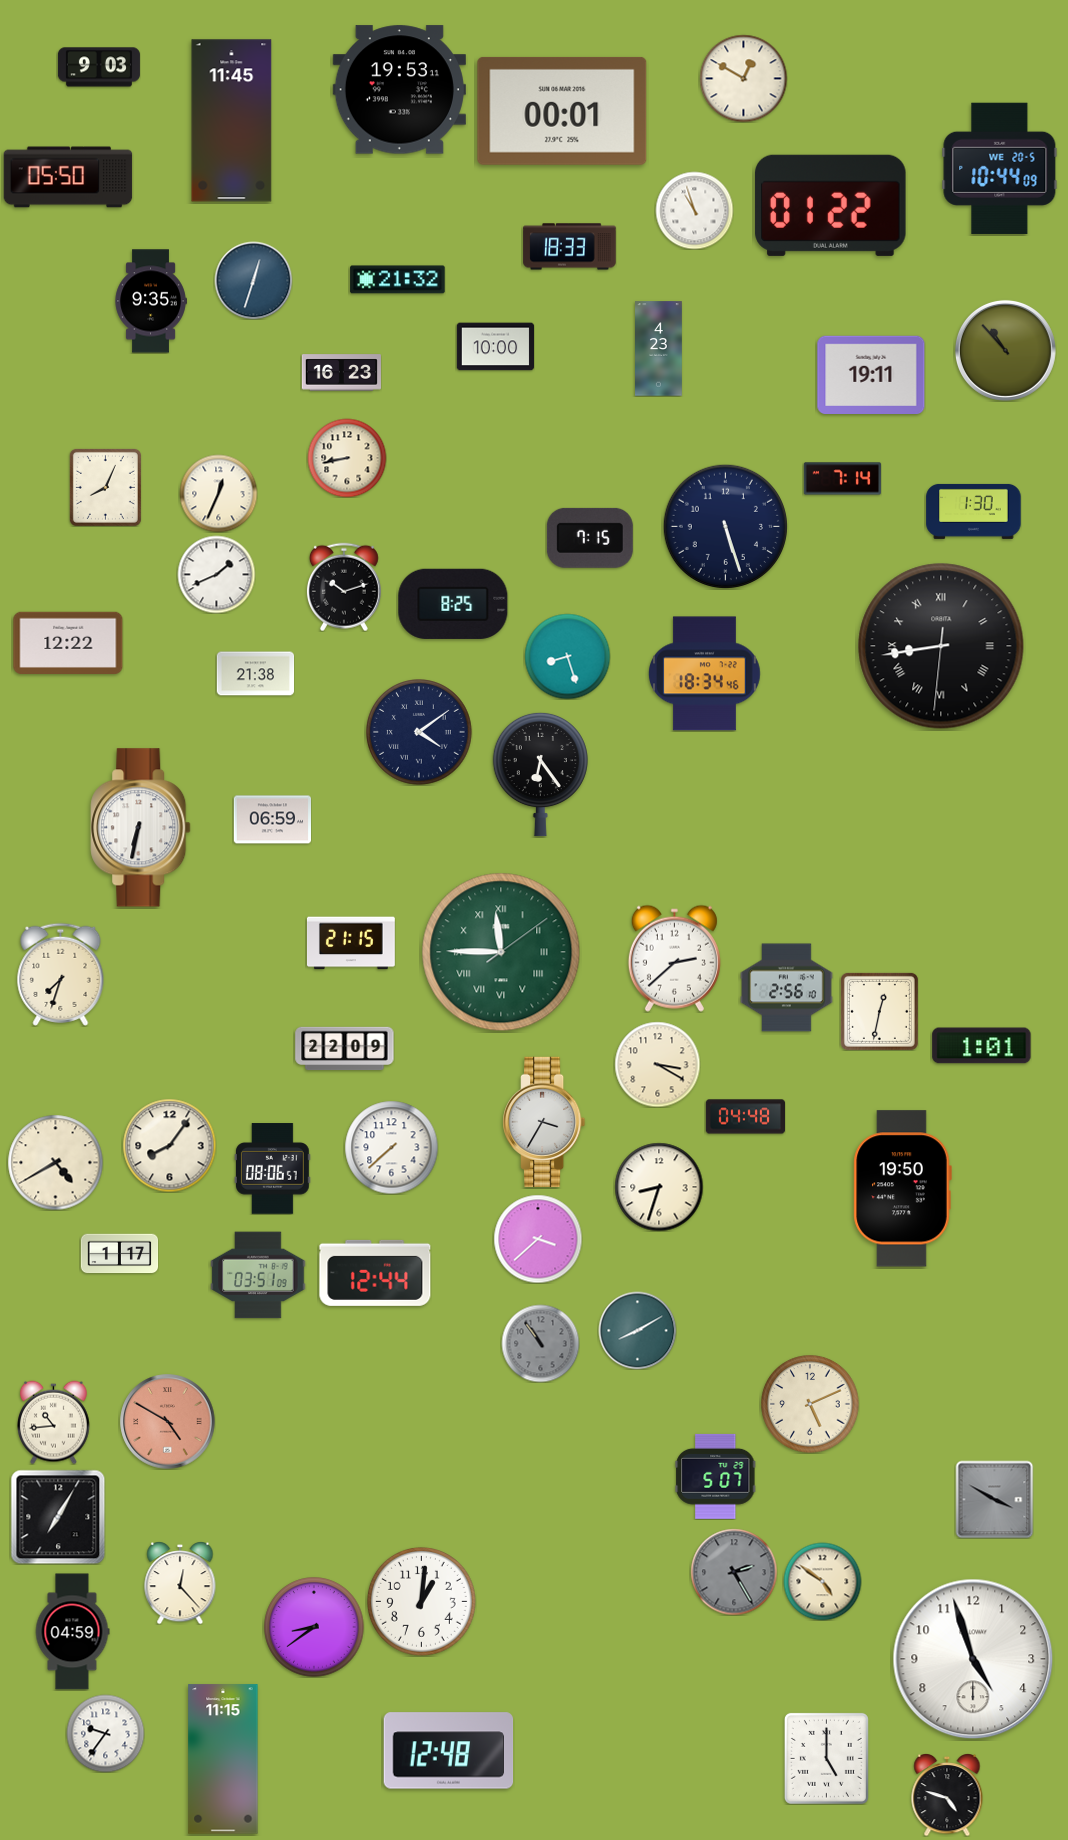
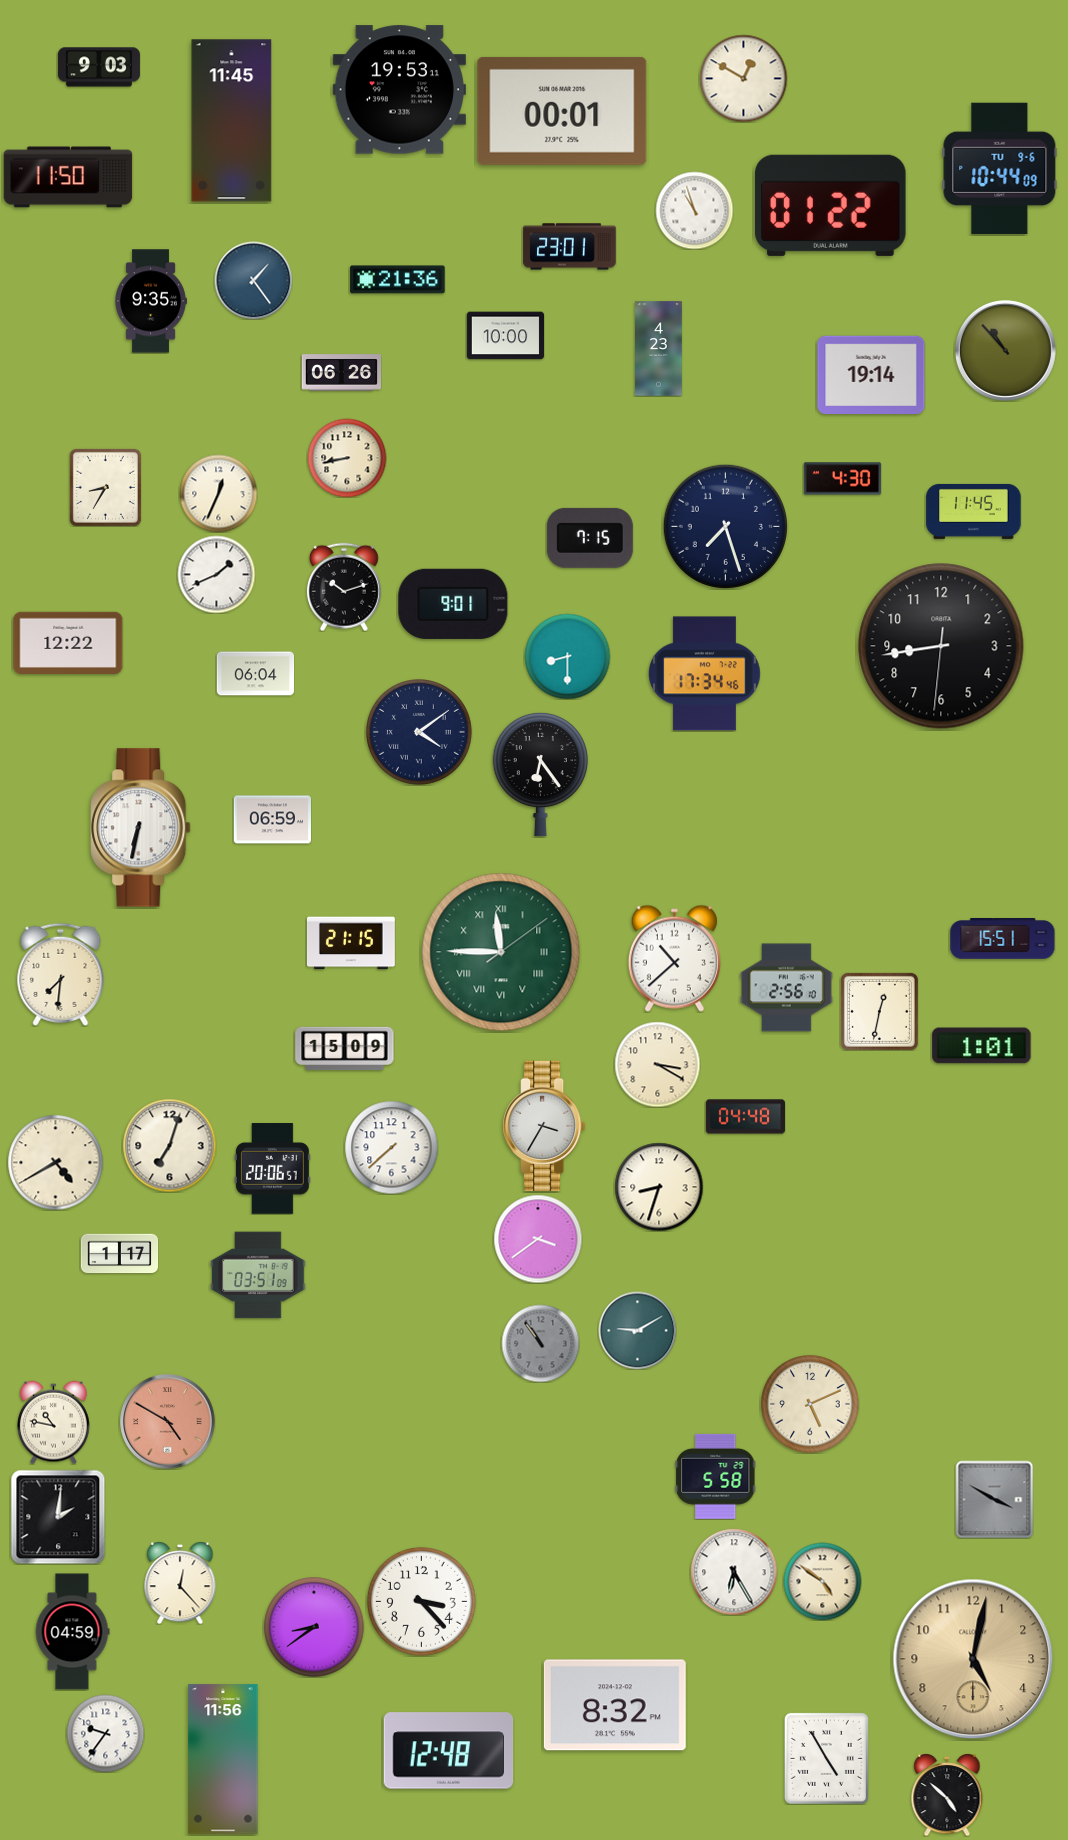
clock at (1000, 168) date: WE 20-5 -> TU 9-6
clock at (68, 177): 05:50 -> 11:50
clock at (570, 247): 18:33 -> 23:01
clock at (253, 280): 12:33 -> 1:24
clock at (398, 280): 21:32 -> 21:36
clock at (495, 347) position: (495, 347) -> (505, 336)
clock at (341, 373): 16:23 -> 06:26
clock at (871, 374): 19:11 -> 19:14
clock at (842, 479): 7:14 -> 4:30
clock at (105, 487): 8:04 -> 8:35
clock at (974, 511): 1:30 -> 11:45
clock at (725, 526): 5:27 -> 7:27
clock at (453, 604): 8:25 -> 9:01
clock at (941, 646) numerals: Roman -> Arabic
clock at (567, 656): 8:27 -> 8:30
clock at (255, 674): 21:38 -> 06:04
clock at (704, 674): 18:34 -> 17:34
clock at (1003, 939): none -> 15:51
clock at (674, 958): 2:38 -> 10:38
clock at (61, 974): 7:33 -> 7:31
clock at (345, 1049): 22:09 -> 15:09
clock at (545, 1122) position: (545, 1122) -> (545, 1126)
clock at (169, 1145): 8:06 -> 7:03
clock at (272, 1169): 08:06 -> 20:06
clock at (902, 1189): 19:50 -> none
clock at (538, 1239): 3:38 -> 3:39
clock at (375, 1273): 12:44 -> none
clock at (637, 1330): 8:10 -> 9:10
clock at (54, 1422): 10:44 -> 10:47
clock at (716, 1476): 5:07 -> 5:58
clock at (58, 1517): 7:05 -> 2:01
clock at (734, 1572): 2:25 -> 6:25
clock at (734, 1572) dial: grey -> white
clock at (421, 1601): 1:01 -> 3:23
clock at (973, 1659): 4:57 -> 5:02
clock at (973, 1659) dial: white -> champagne
clock at (615, 1705): none -> 8:32
clock at (826, 1758): 5:00 -> 4:55
clock at (223, 1759): 11:15 -> 11:56
clock at (947, 1795): 4:48 -> 4:52
